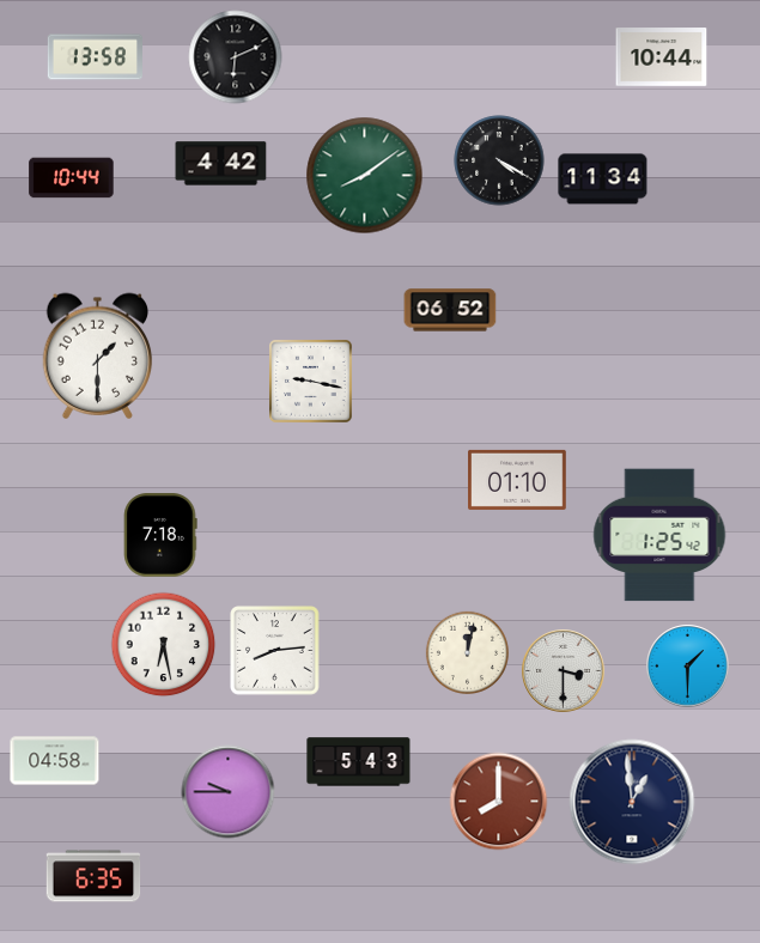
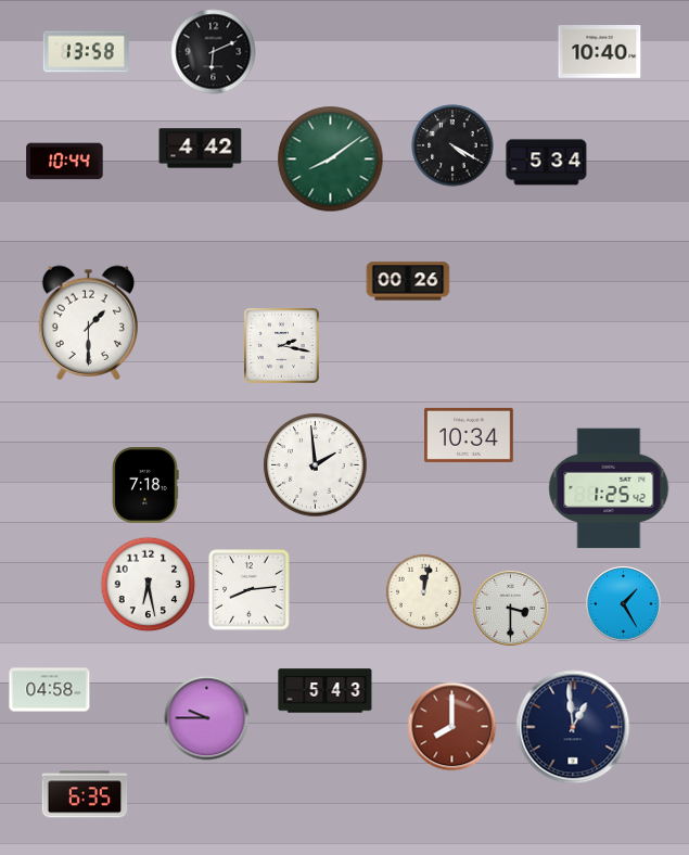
clock at (662, 57): 10:44 -> 10:40
clock at (603, 180): 11:34 -> 5:34
clock at (450, 310): 06:52 -> 00:26
clock at (311, 382): 9:17 -> 2:17
clock at (517, 480): 01:10 -> 10:34
clock at (316, 465): none -> 1:59
clock at (659, 535) position: (659, 535) -> (609, 488)
clock at (688, 667): 1:30 -> 1:25
